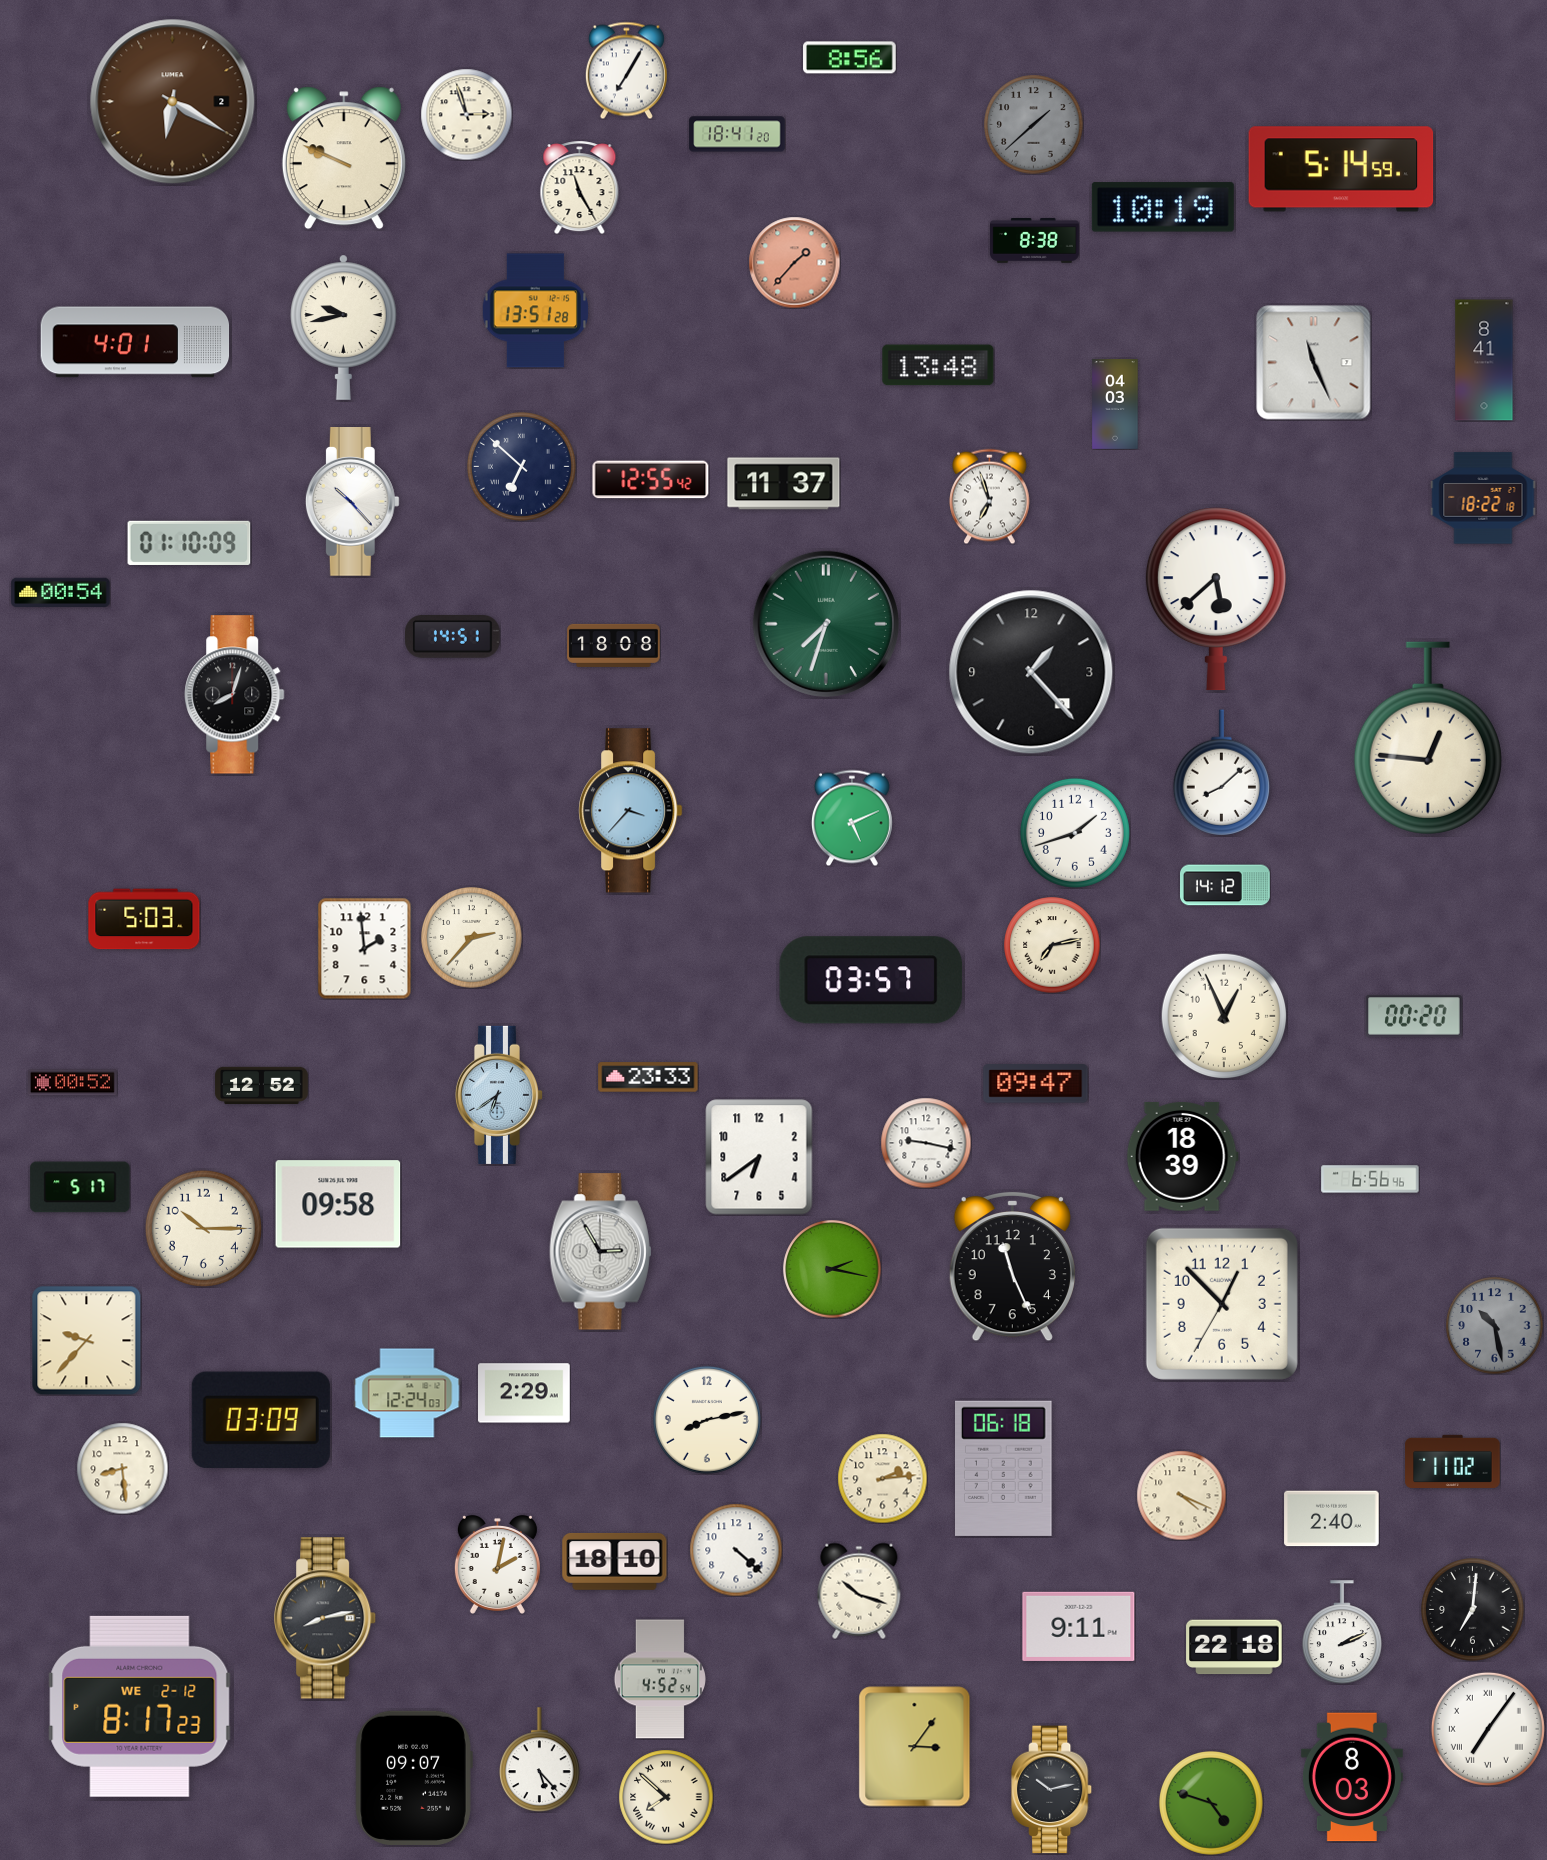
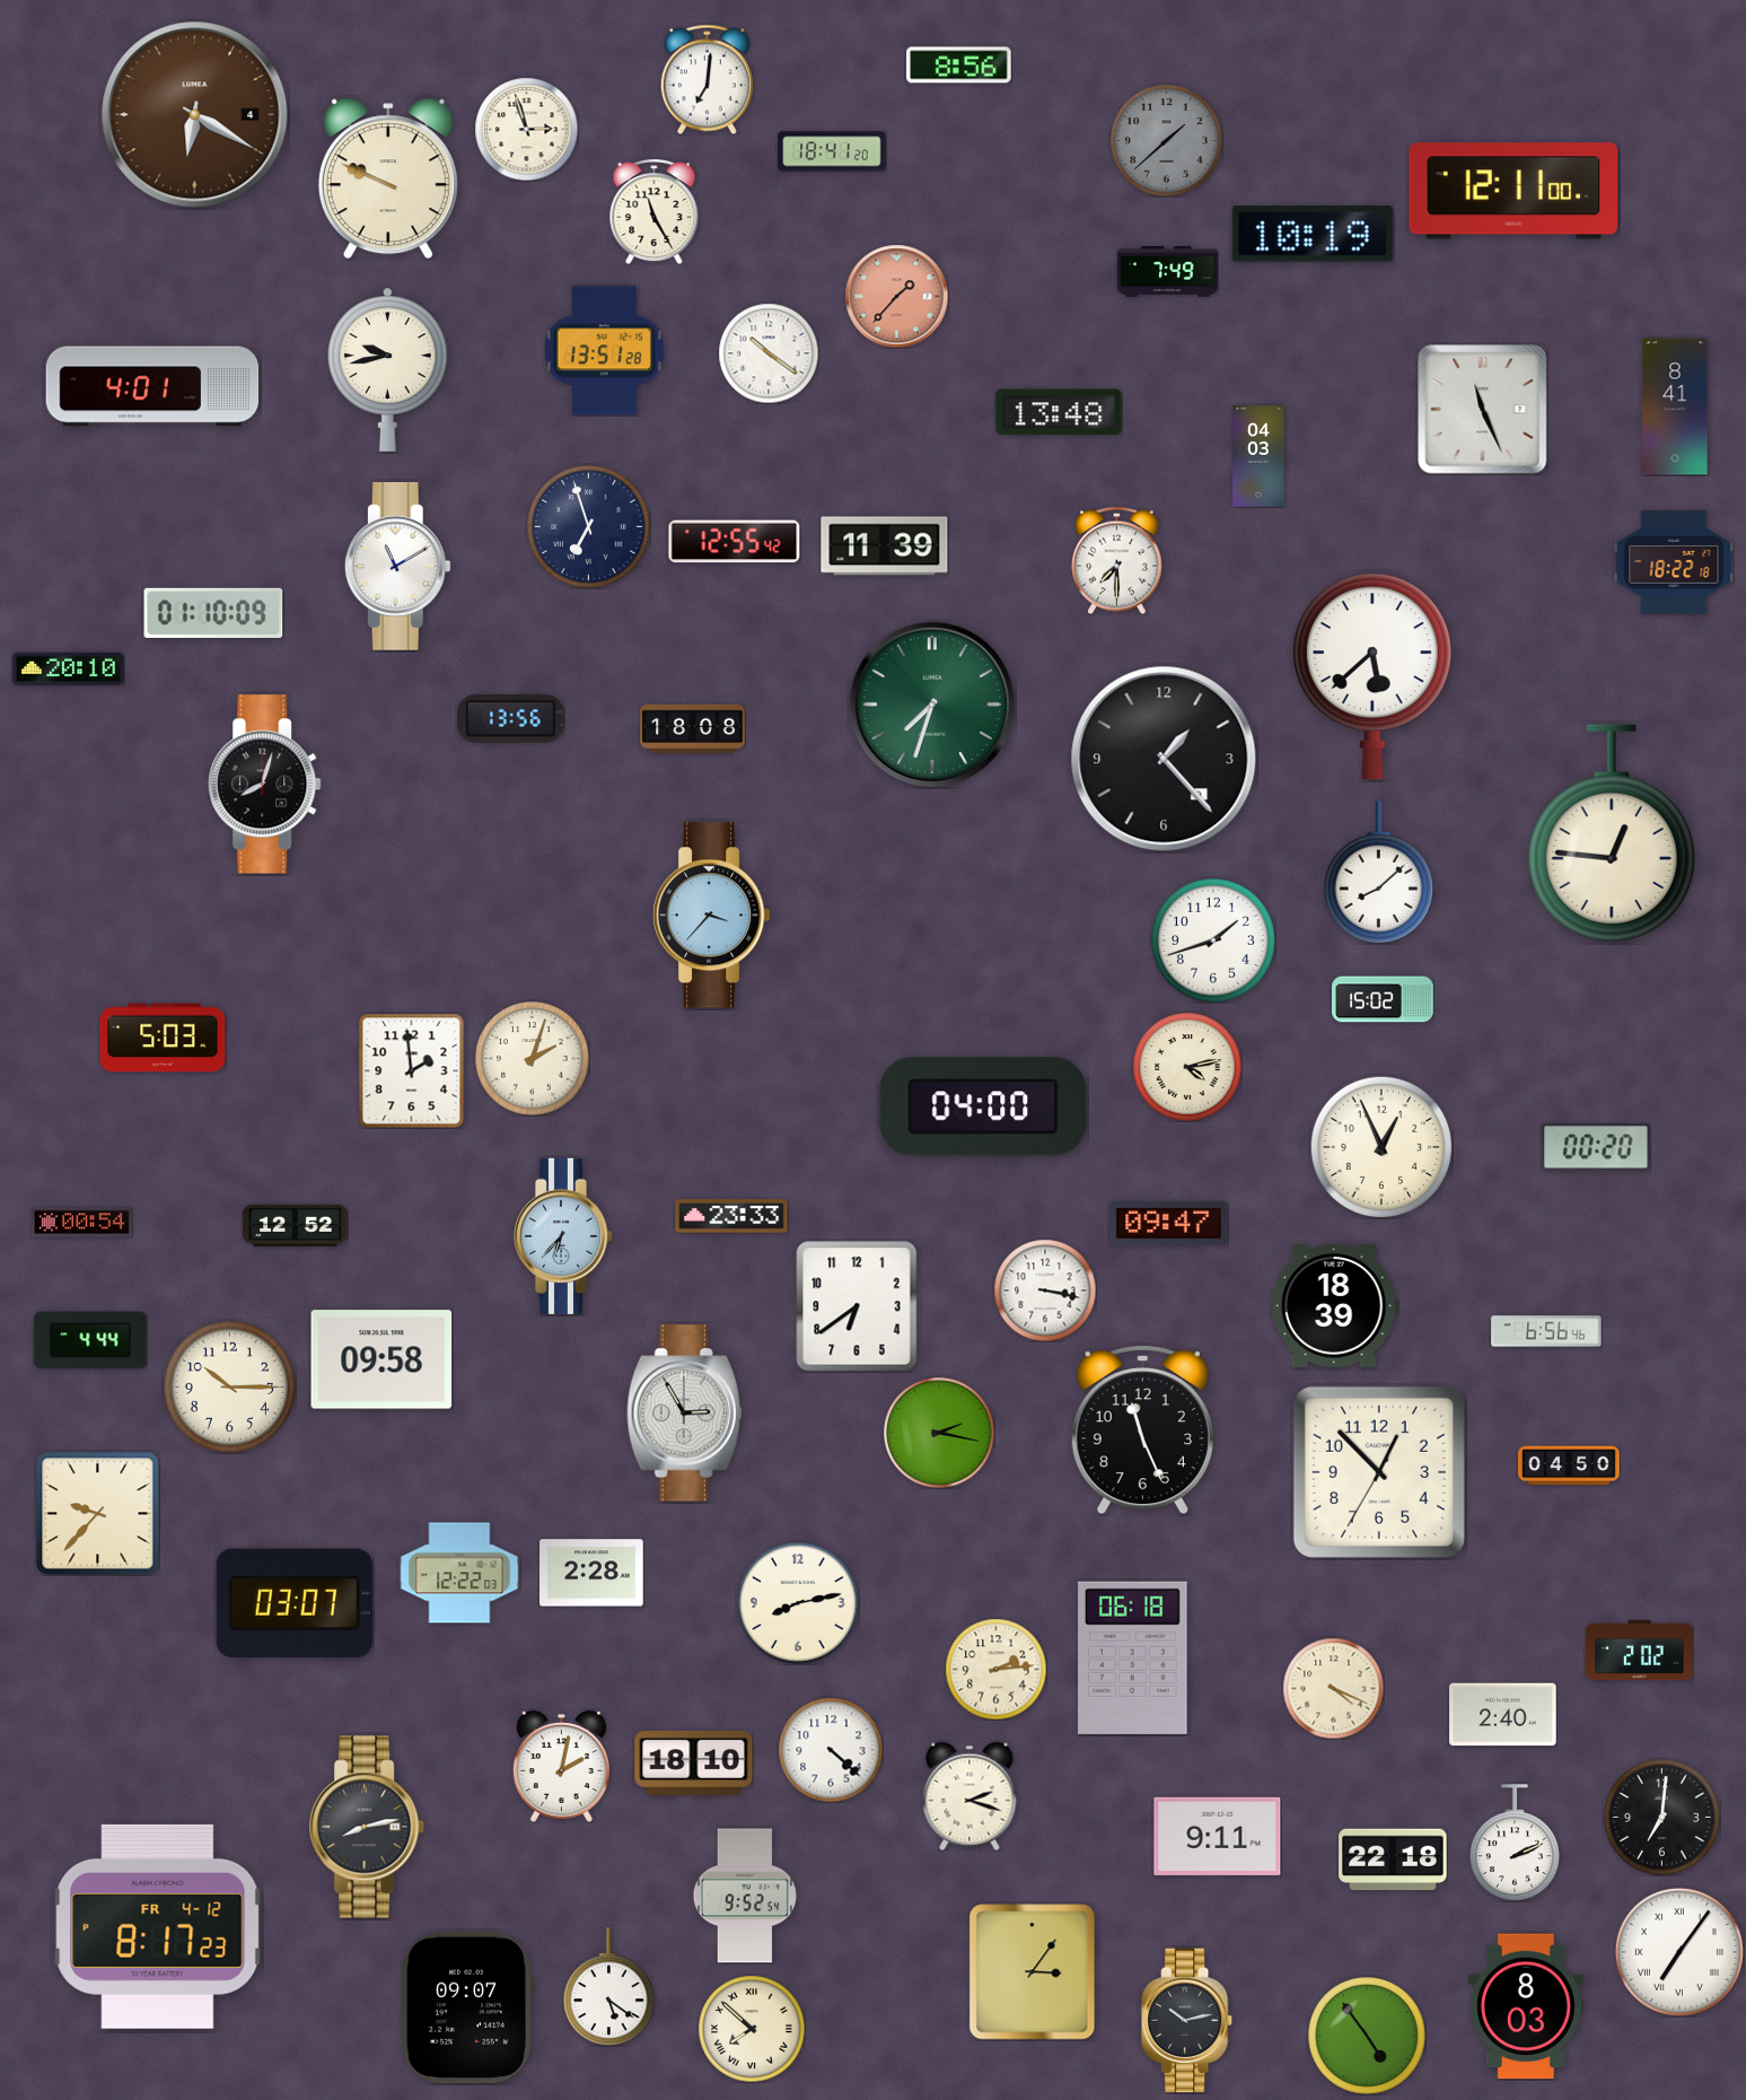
clock at (626, 70): 7:05 -> 7:01
clock at (173, 102) date: 2 -> 4
clock at (1341, 169): 5:14 -> 12:11
clock at (1035, 241): 8:38 -> 7:49
clock at (769, 353): none -> 10:21
clock at (521, 466): 6:52 -> 6:57
clock at (784, 484): 11:37 -> 11:39
clock at (990, 496): 6:57 -> 7:30
clock at (352, 502): 10:23 -> 11:10
clock at (61, 592): 00:54 -> 20:10
clock at (453, 637): 14:51 -> 13:56
clock at (852, 818): 5:11 -> none
clock at (1226, 885): 14:12 -> 15:02
clock at (472, 938): 2:37 -> 2:03
clock at (1052, 945): 7:13 -> 4:13
clock at (871, 980): 03:57 -> 04:00
clock at (73, 1083): 00:52 -> 00:54
clock at (498, 1095): 6:39 -> 6:37
clock at (926, 1143): 9:17 -> 3:17
clock at (80, 1187): 5:17 -> 4:44
clock at (601, 1252) position: (601, 1252) -> (685, 1414)
clock at (1570, 1465): none -> 04:50
clock at (1495, 1326): 10:28 -> none
clock at (407, 1393): 12:24 -> 12:22
clock at (525, 1393): 2:29 -> 2:28
clock at (261, 1420): 03:09 -> 03:07
clock at (1453, 1461): 11:02 -> 2:02
clock at (122, 1468): 8:29 -> none
clock at (859, 1591): 10:18 -> 2:18
clock at (660, 1679): 4:52 -> 9:52
clock at (140, 1706) date: WE 2-12 -> FR 4-12
clock at (539, 1760): 5:23 -> 5:21
clock at (1212, 1804): 4:48 -> 4:54
